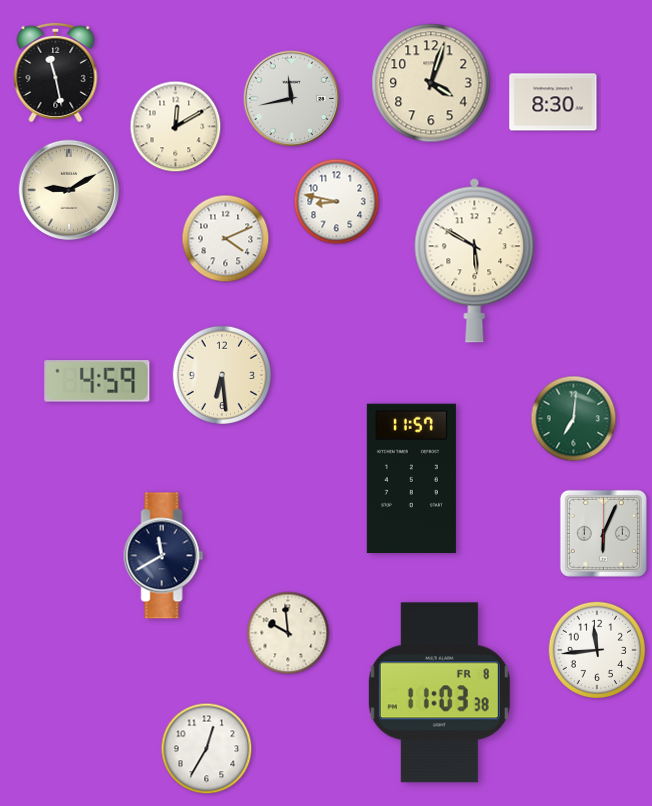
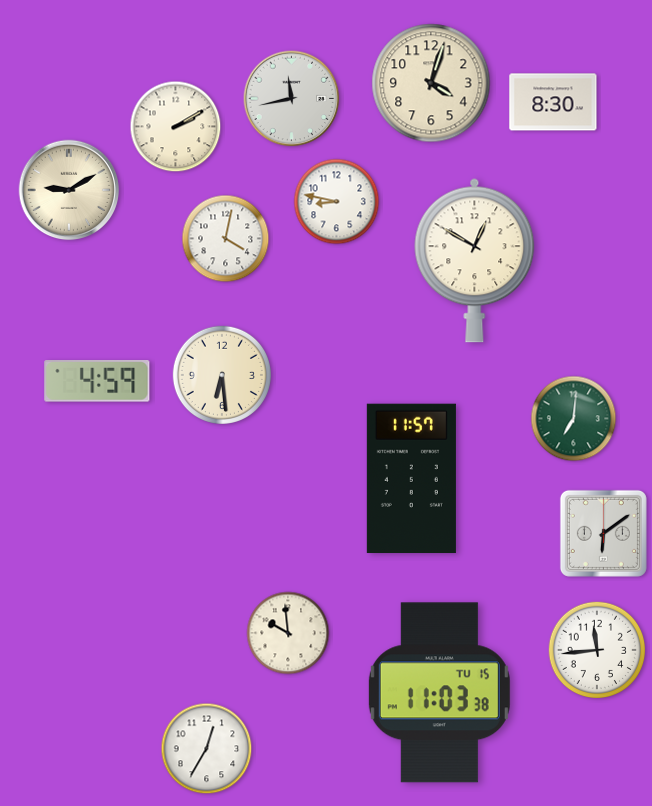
clock at (56, 72): 11:28 -> none
clock at (176, 127): 12:10 -> 2:10
clock at (226, 239): 4:11 -> 4:02
clock at (475, 260): 5:50 -> 12:50
clock at (603, 533): 6:04 -> 6:09
clock at (164, 556): 11:40 -> none
clock at (439, 693) date: FR 8 -> TU 15
